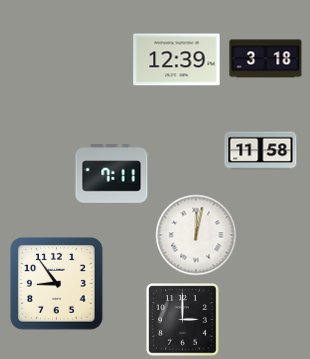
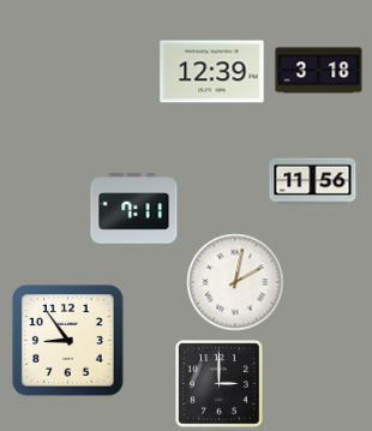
clock at (261, 151): 11:58 -> 11:56
clock at (196, 235): 12:02 -> 2:02
